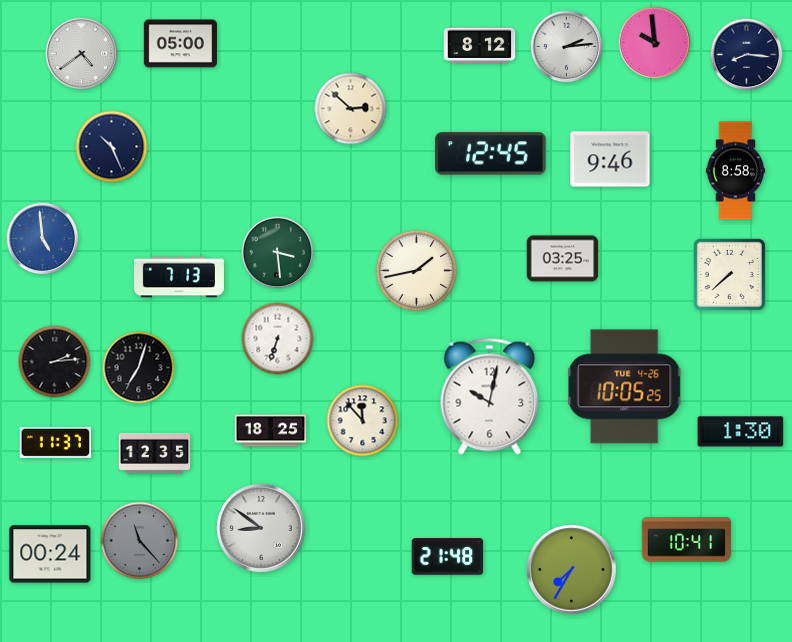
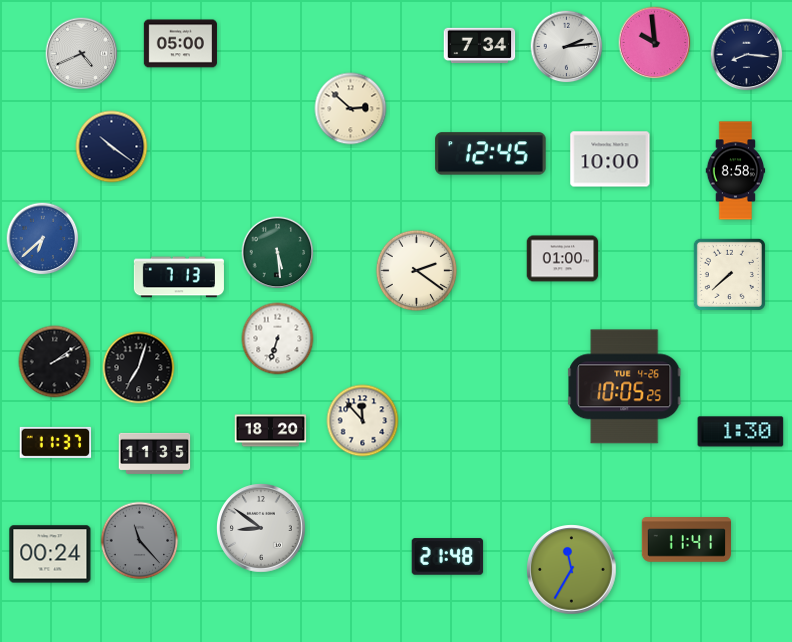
clock at (480, 46): 8:12 -> 7:34
clock at (82, 54): 4:39 -> 4:41
clock at (112, 147): 10:26 -> 10:21
clock at (610, 159): 9:46 -> 10:00
clock at (43, 239): 4:59 -> 6:38
clock at (278, 253): 3:29 -> 5:29
clock at (563, 259): 03:25 -> 01:00
clock at (417, 271): 1:43 -> 2:21
clock at (55, 362): 2:14 -> 2:09
clock at (490, 396): 10:02 -> none
clock at (271, 431): 18:25 -> 18:20
clock at (155, 453): 12:35 -> 11:35
clock at (686, 540): 10:41 -> 11:41
clock at (572, 570): 7:35 -> 11:35
